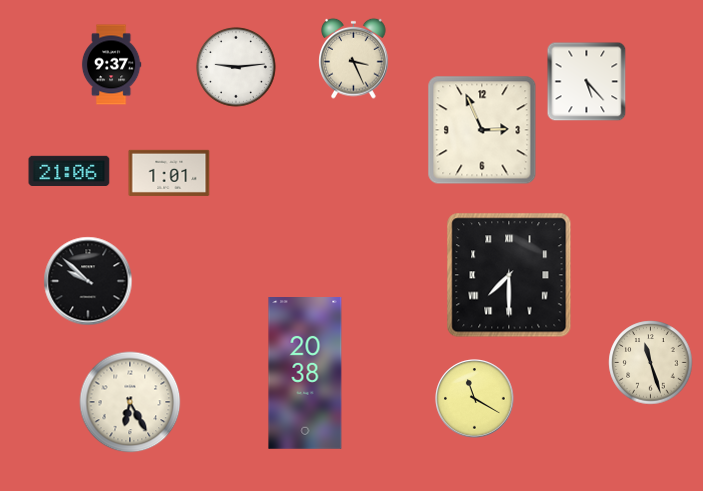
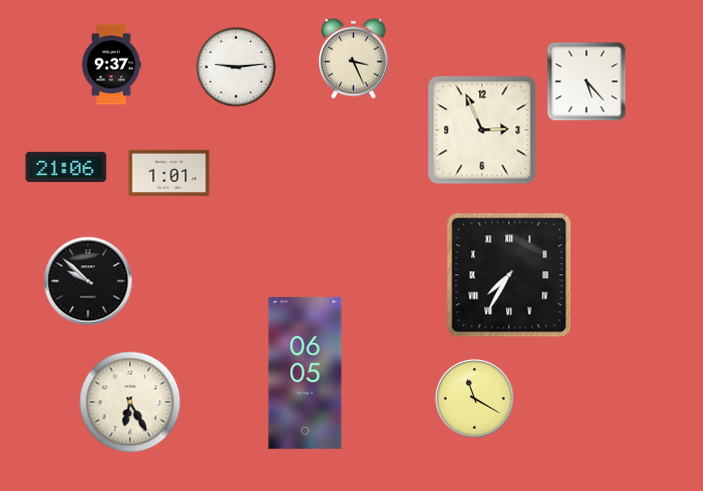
clock at (69, 170) position: (69, 170) -> (66, 166)
clock at (509, 275): 7:30 -> 7:35
clock at (651, 363): 11:27 -> none
clock at (305, 374): 20:38 -> 06:05
